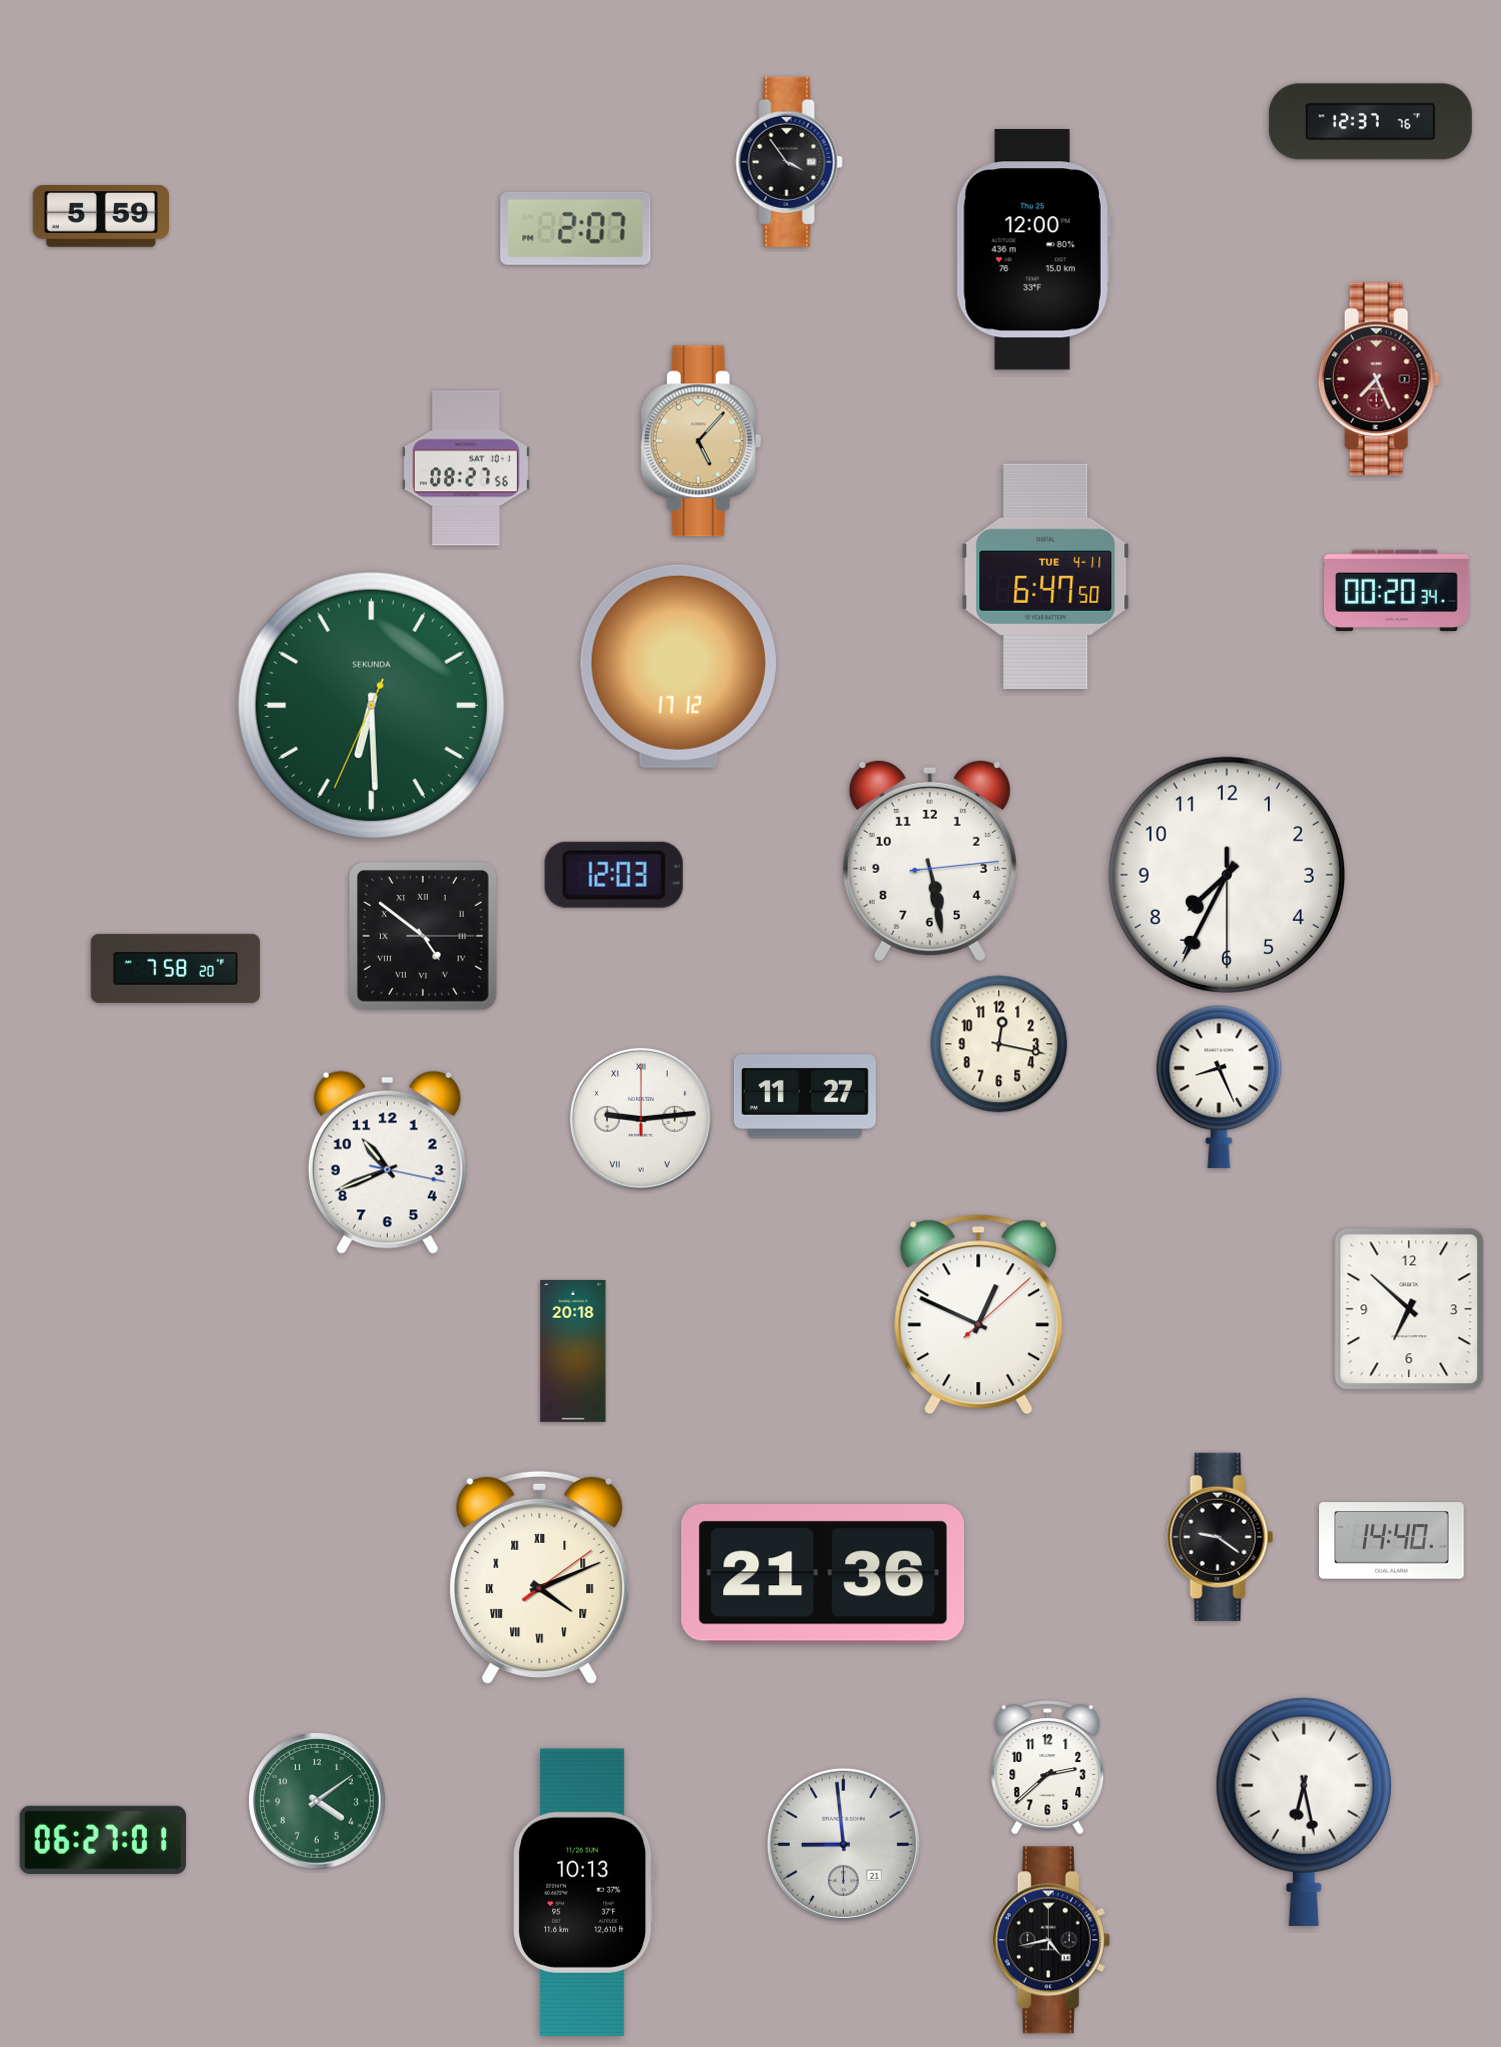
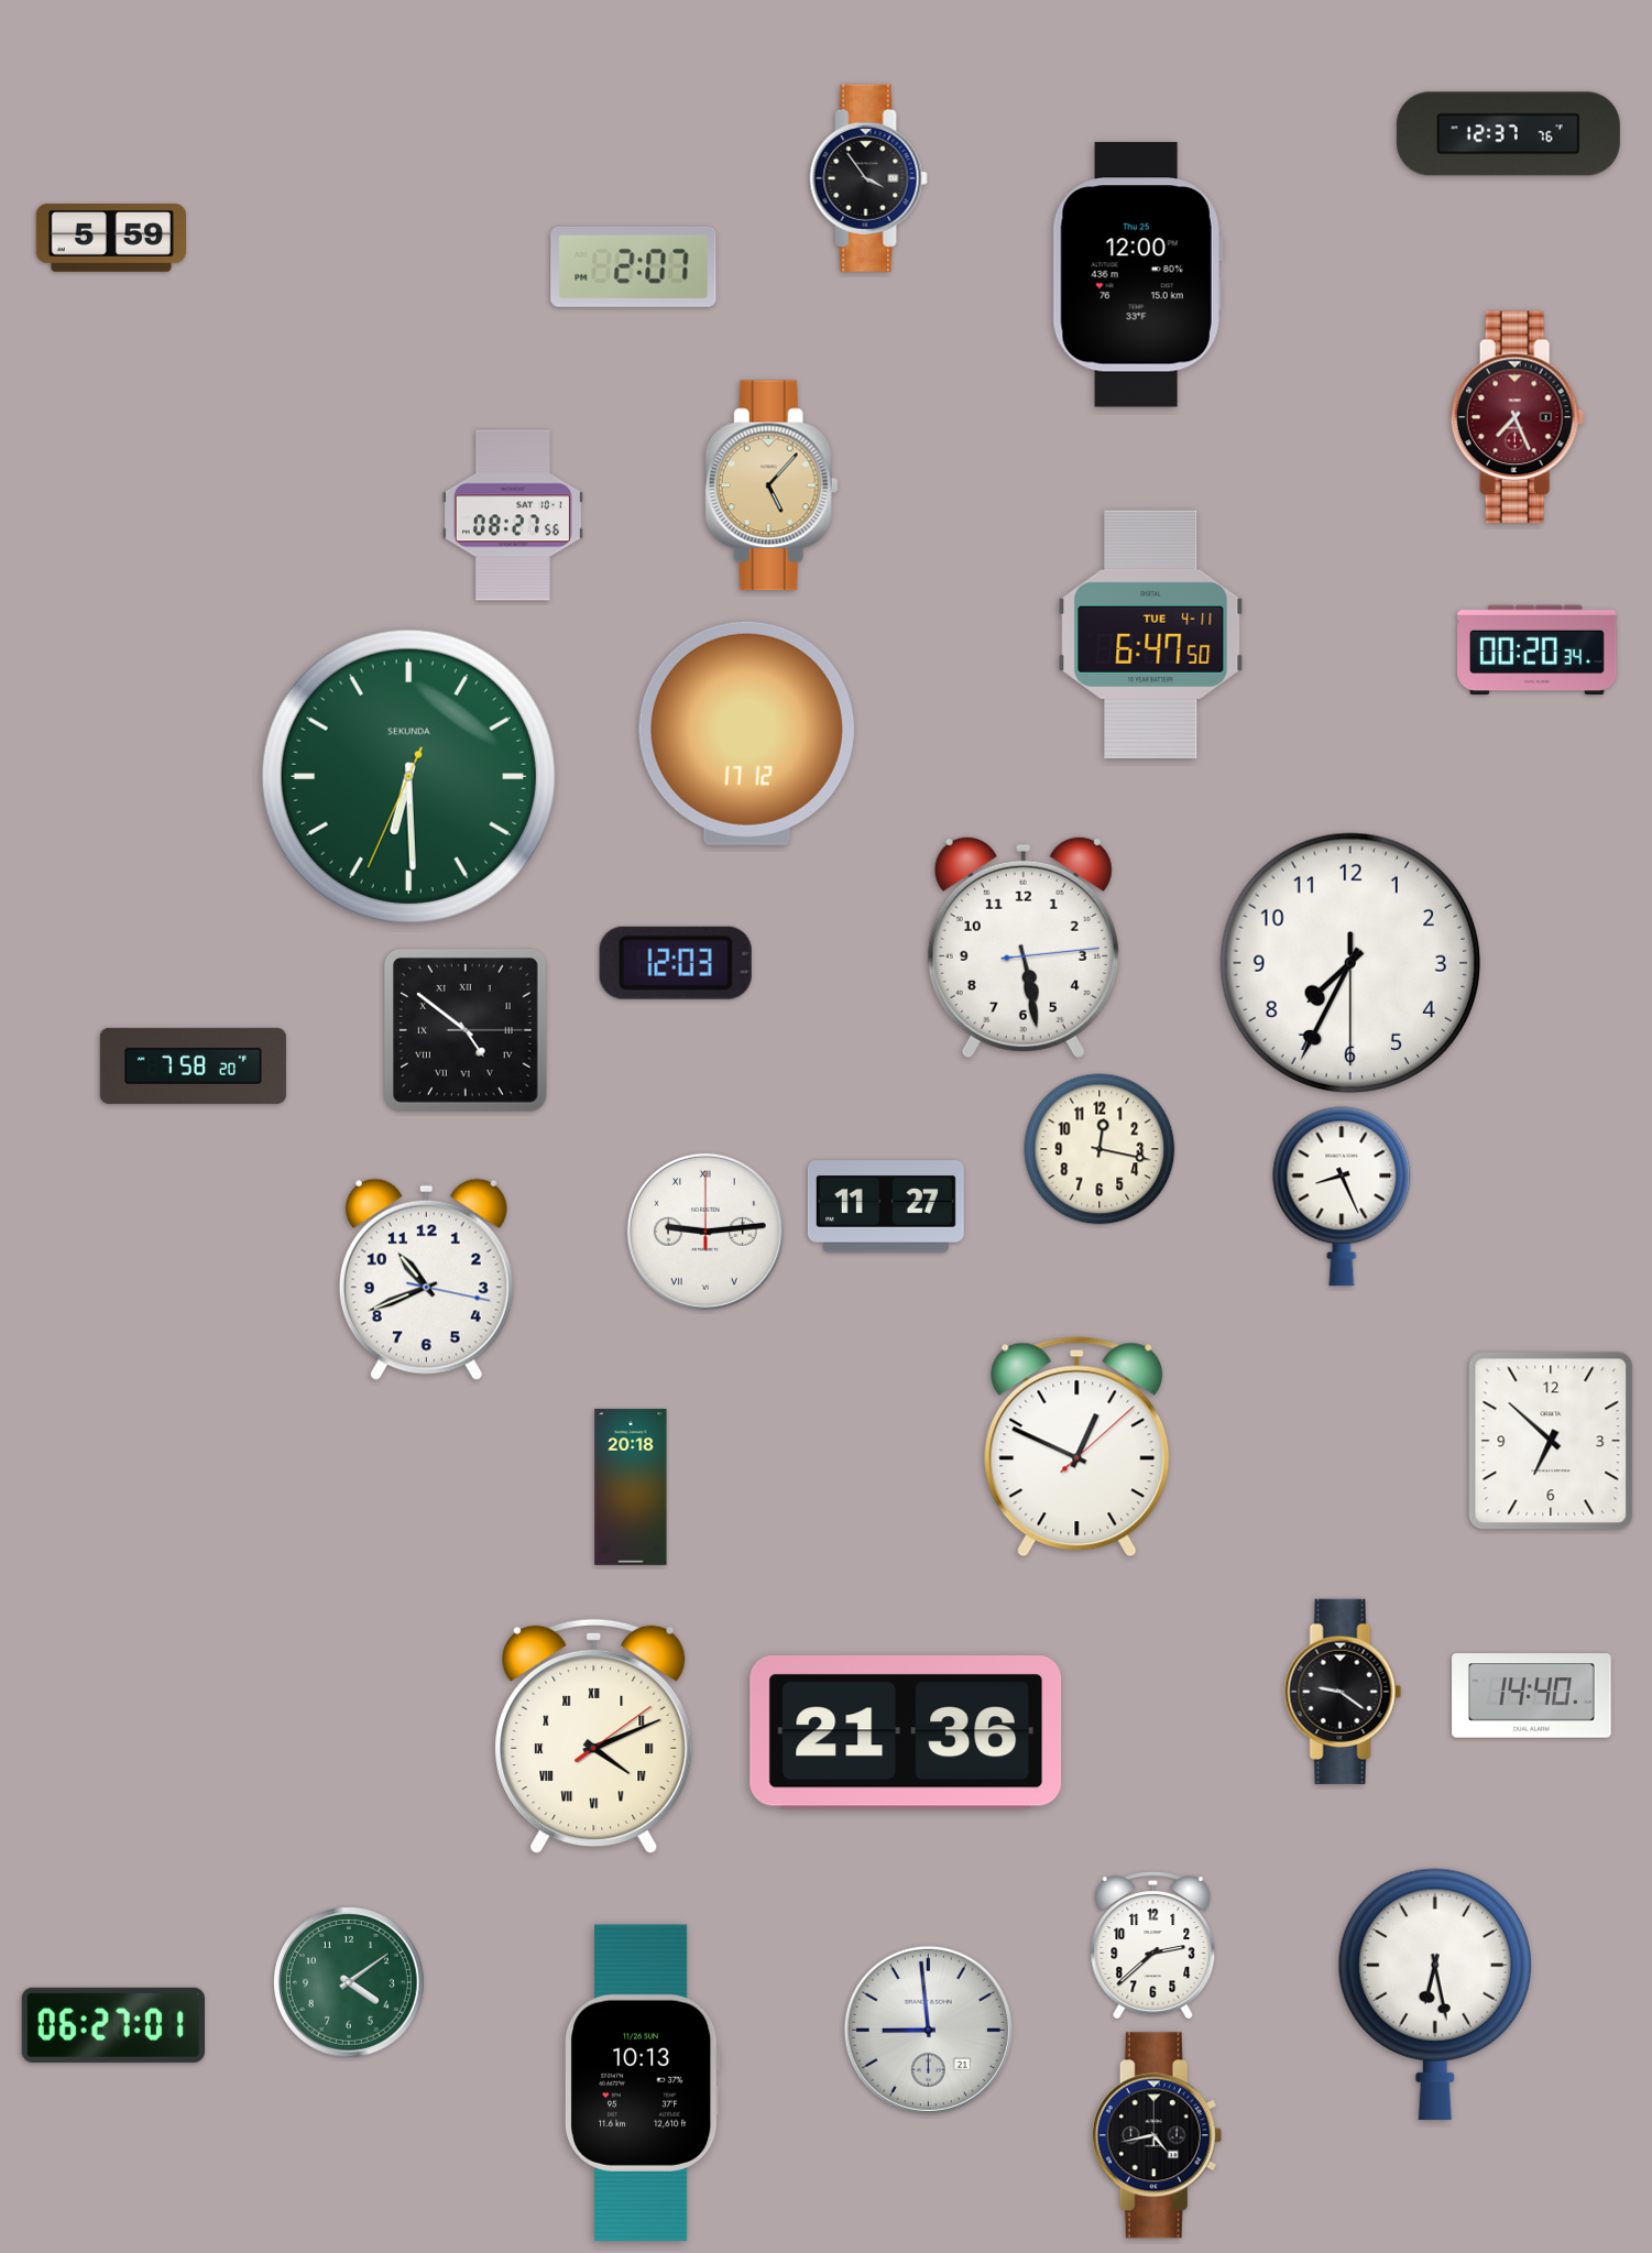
clock at (576, 228) position: (576, 228) -> (634, 266)
